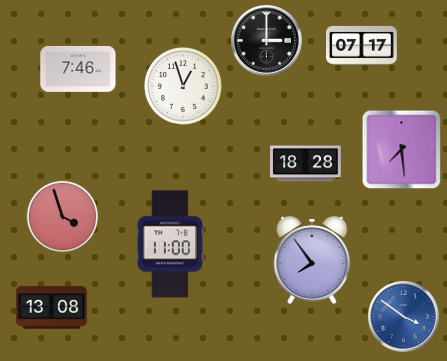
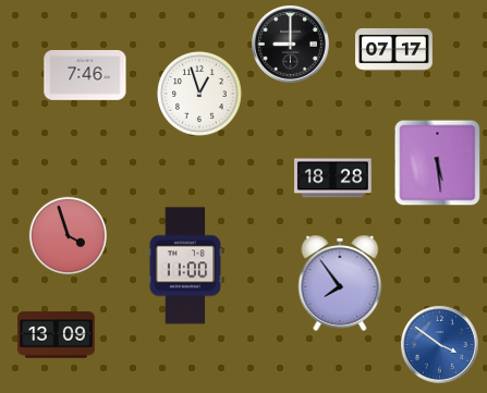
clock at (267, 41): 3:00 -> 9:00
clock at (402, 150): 7:29 -> 5:29
clock at (52, 308): 13:08 -> 13:09
